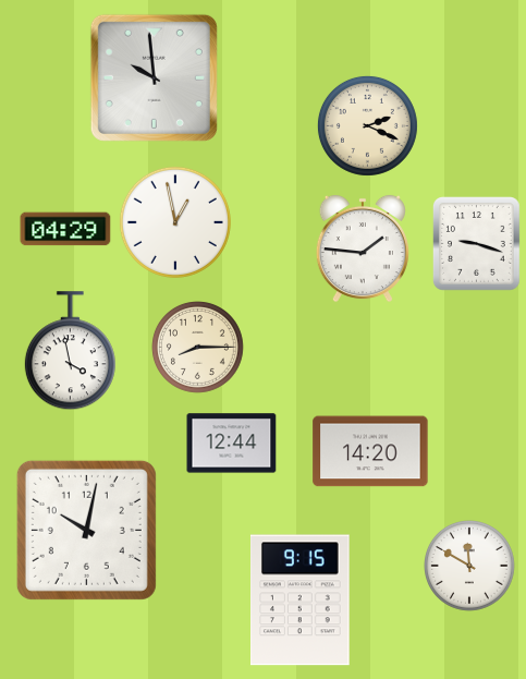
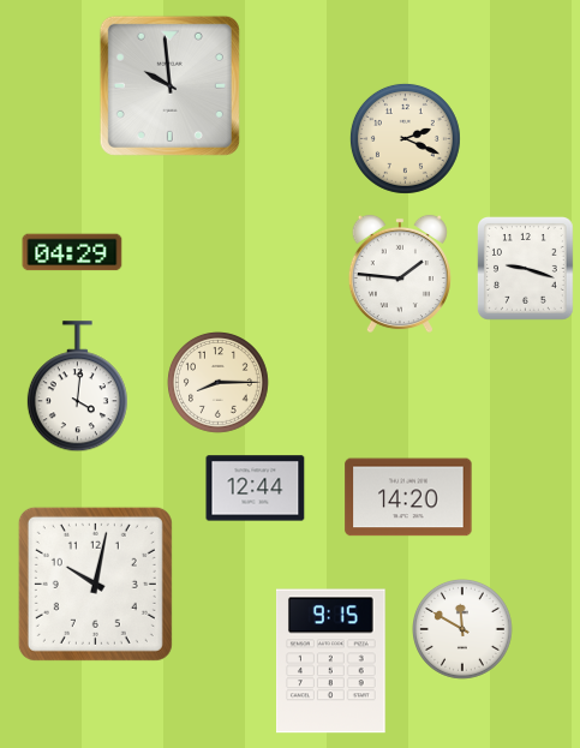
clock at (175, 222): 12:58 -> none
clock at (70, 351): 3:58 -> 4:01
clock at (470, 567) position: (470, 567) -> (464, 630)
